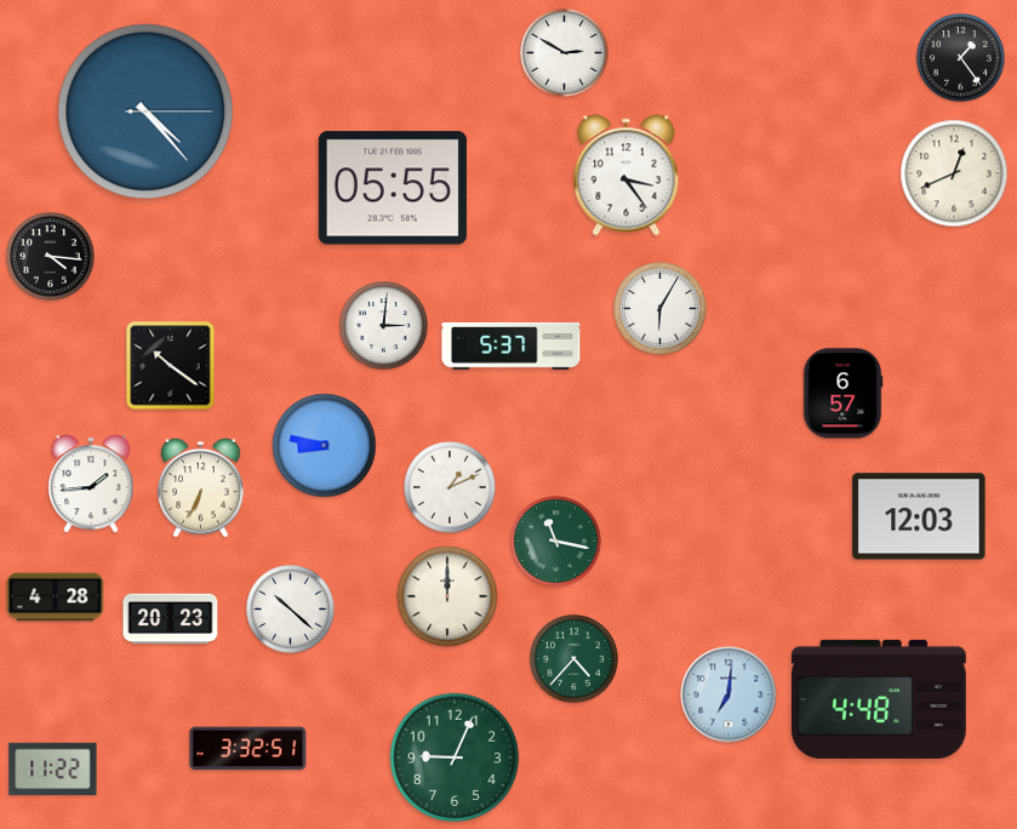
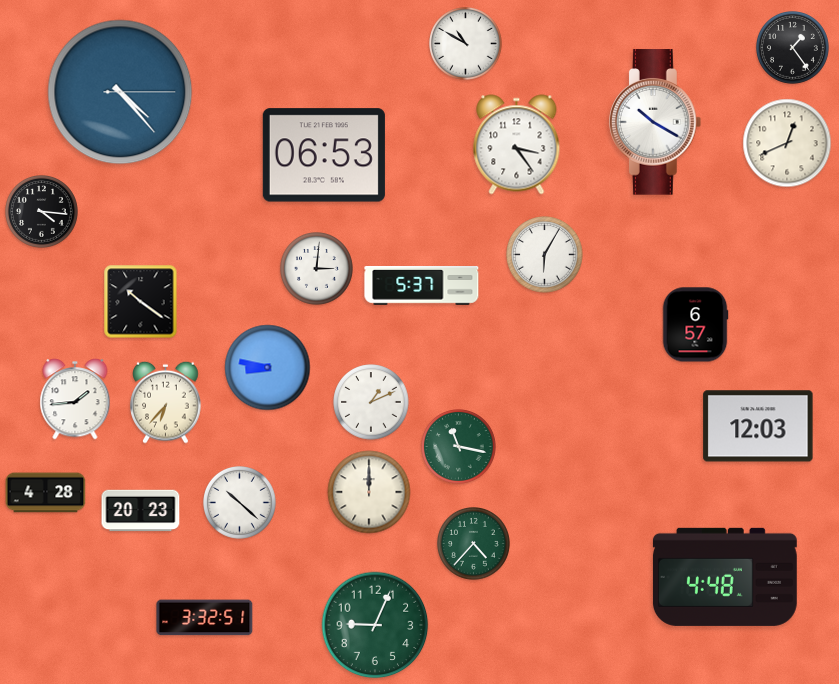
clock at (565, 53): 2:50 -> 10:50
clock at (655, 122): none -> 10:20
clock at (393, 188): 05:55 -> 06:53
clock at (201, 487): 6:34 -> 6:37
clock at (729, 694): 7:01 -> none
clock at (53, 768): 11:22 -> none
